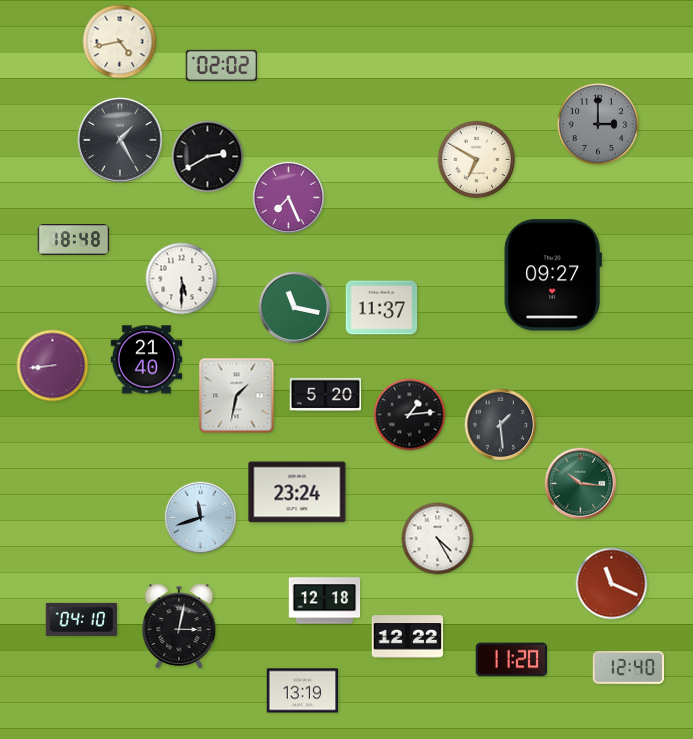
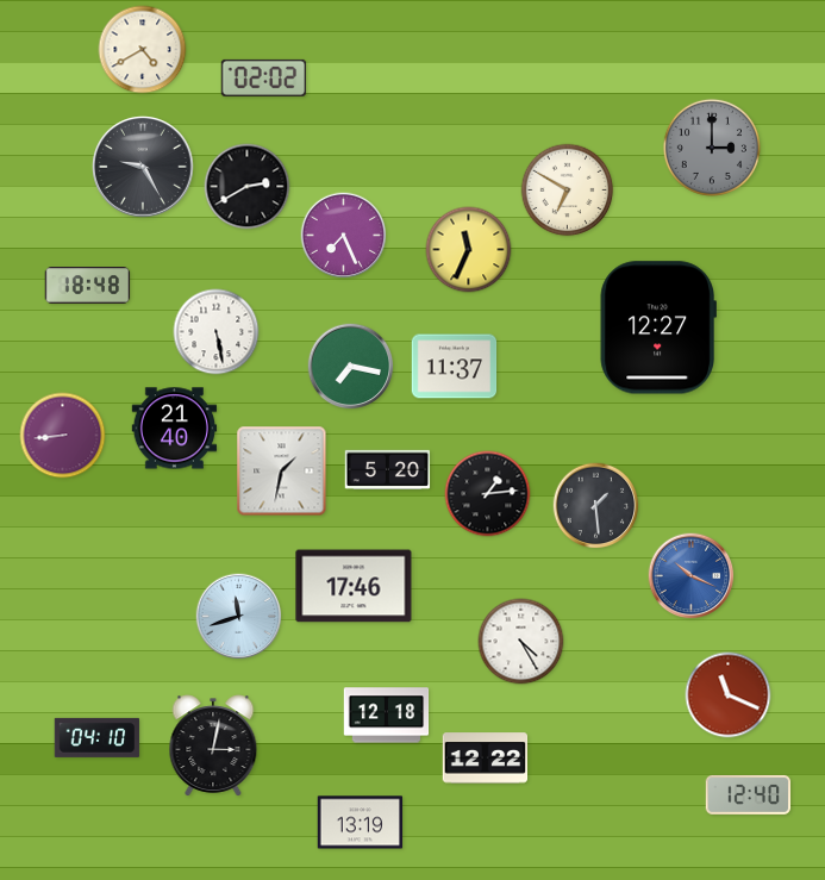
clock at (120, 42): 4:43 -> 4:40
clock at (120, 140): 1:25 -> 9:25
clock at (469, 250): none -> 11:34
clock at (553, 275): 09:27 -> 12:27
clock at (182, 279): 5:30 -> 5:28
clock at (295, 308): 11:17 -> 7:17
clock at (581, 484): 10:16 -> 10:19
clock at (581, 484) dial: green -> blue
clock at (297, 492): 23:24 -> 17:46
clock at (511, 660): 11:20 -> none
